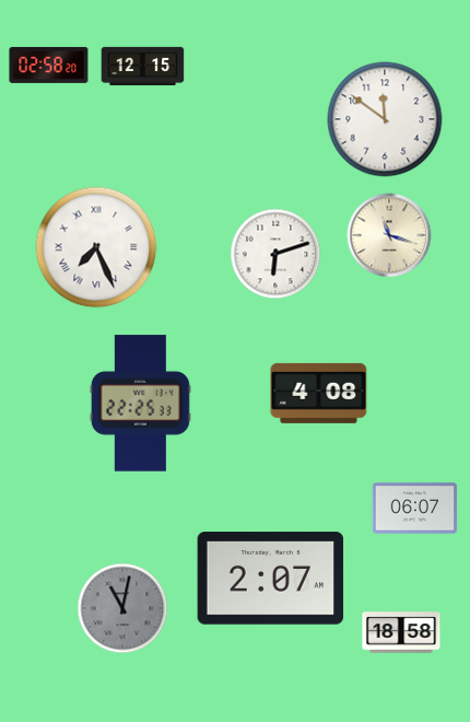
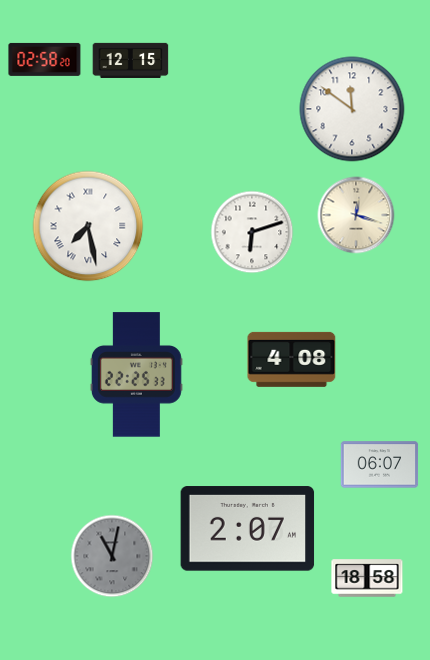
clock at (389, 235): 11:18 -> 12:18
clock at (96, 247): 7:26 -> 7:28
clock at (140, 404) position: (140, 404) -> (136, 375)
